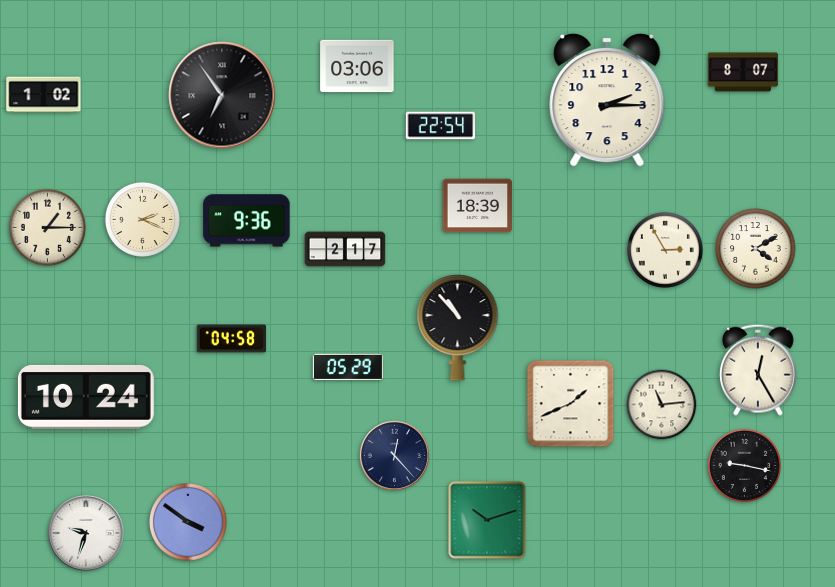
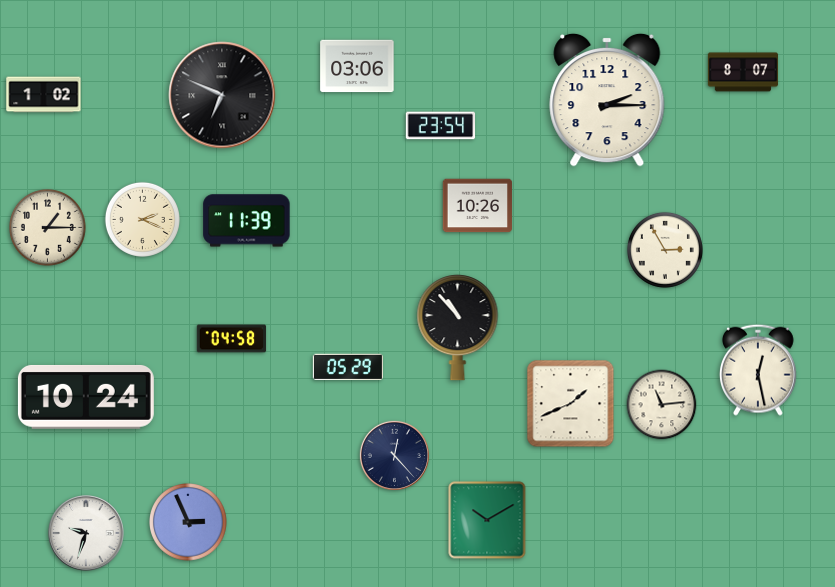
clock at (222, 95): 6:54 -> 6:49
clock at (441, 126): 22:54 -> 23:54
clock at (478, 206): 18:39 -> 10:26
clock at (247, 221): 9:36 -> 11:39
clock at (345, 249): 2:17 -> none
clock at (756, 249): 4:10 -> none
clock at (758, 370): 12:25 -> 12:28
clock at (745, 466): 9:17 -> none
clock at (487, 520): 10:12 -> 10:10
clock at (189, 523): 3:51 -> 2:56
